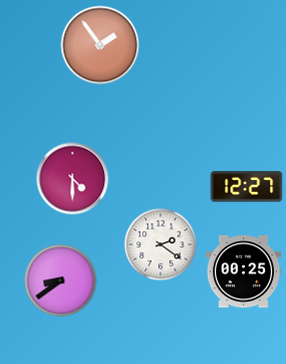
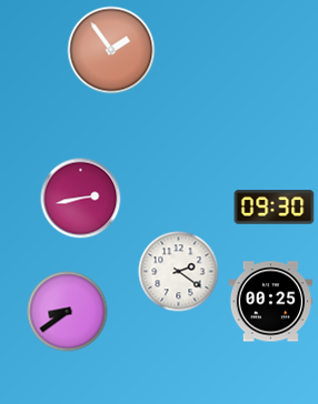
clock at (73, 179): 4:30 -> 2:43
clock at (247, 187): 12:27 -> 09:30
